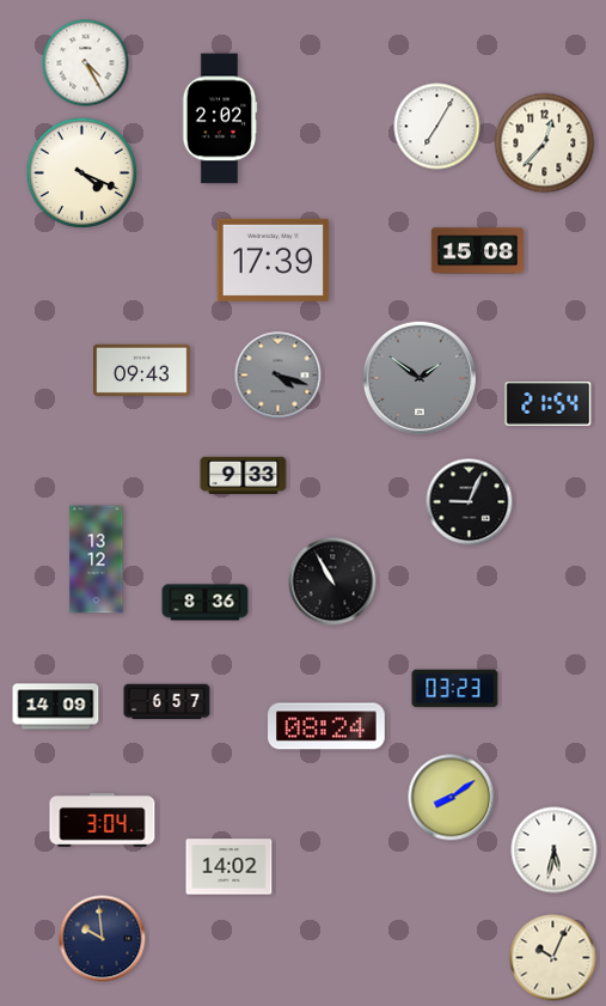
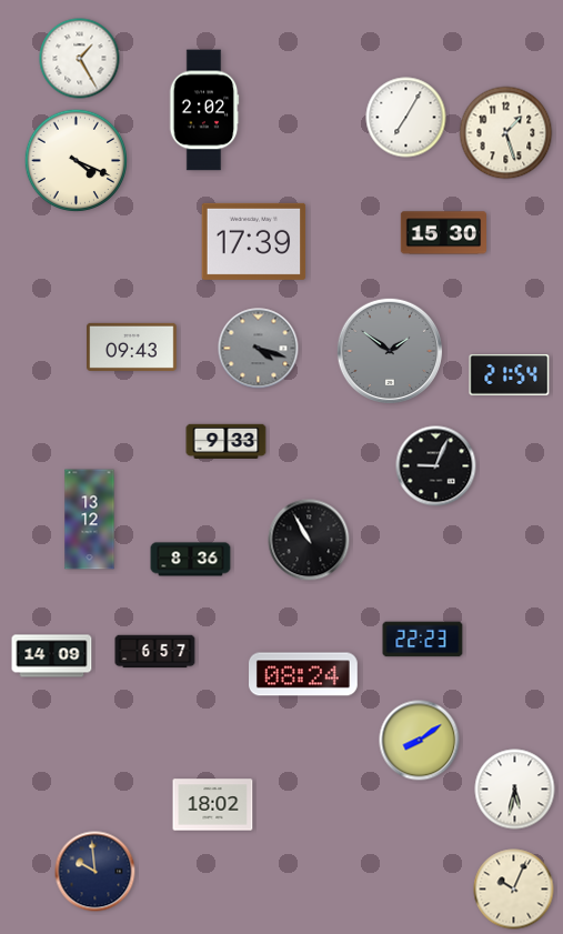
clock at (86, 63): 4:25 -> 1:25
clock at (545, 144): 12:37 -> 1:27
clock at (477, 251): 15:08 -> 15:30
clock at (142, 370) position: (142, 370) -> (132, 347)
clock at (455, 689): 03:23 -> 22:23
clock at (103, 821): 3:04 -> none
clock at (229, 867): 14:02 -> 18:02
